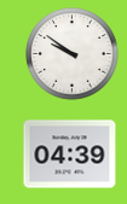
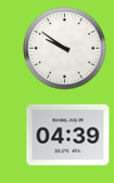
clock at (70, 155) position: (70, 155) -> (68, 135)
